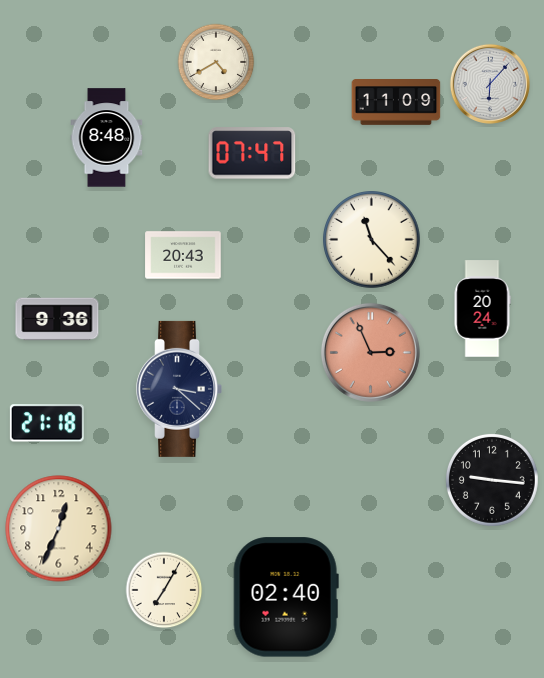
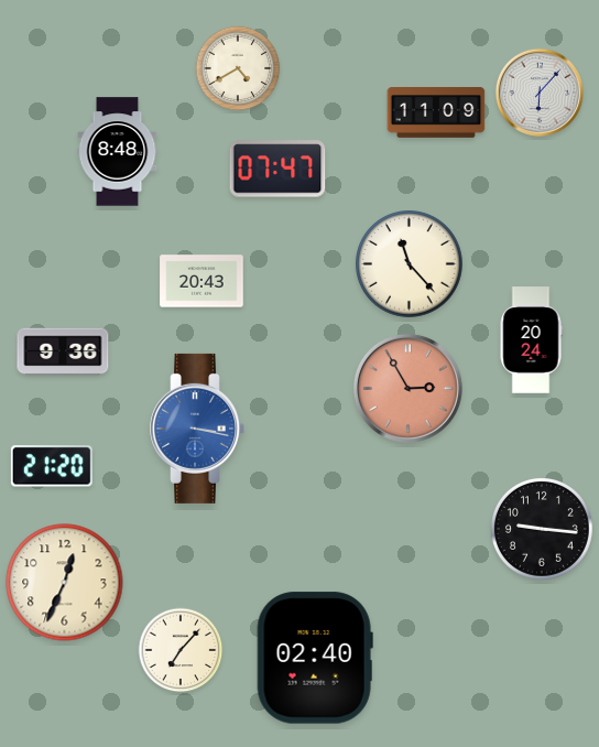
clock at (370, 352): 2:56 -> 2:55
clock at (179, 389): 3:22 -> 3:17
clock at (179, 389) dial: navy -> blue
clock at (47, 423): 21:18 -> 21:20
clock at (164, 590): 7:05 -> 7:07
